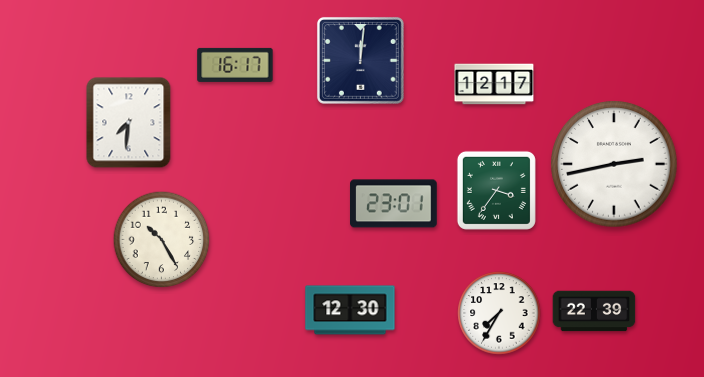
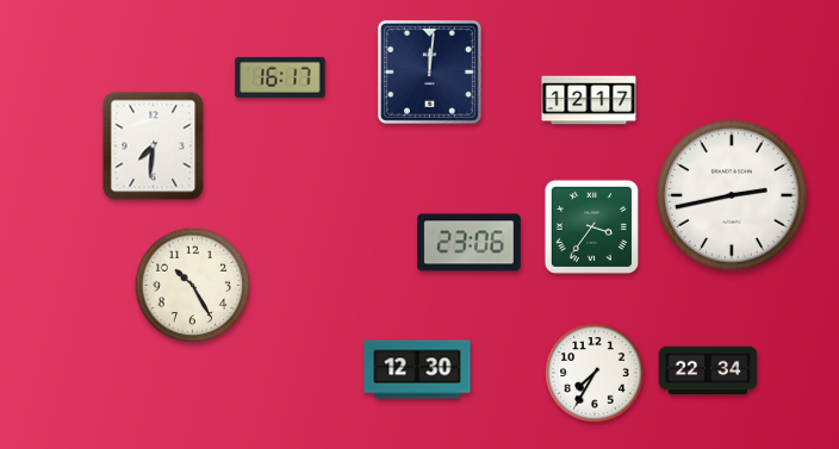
clock at (394, 204): 23:01 -> 23:06
clock at (594, 311): 22:39 -> 22:34
